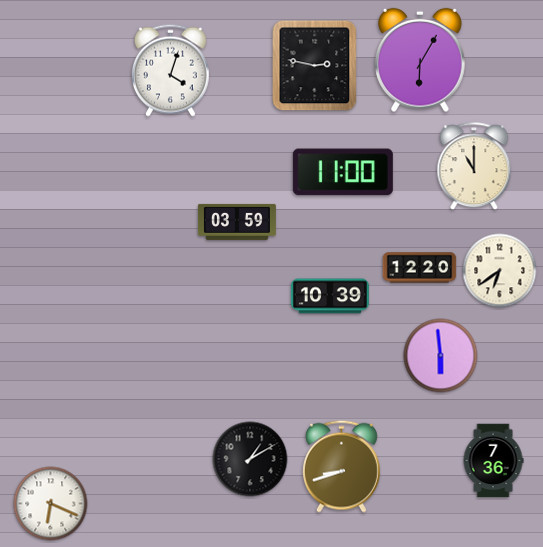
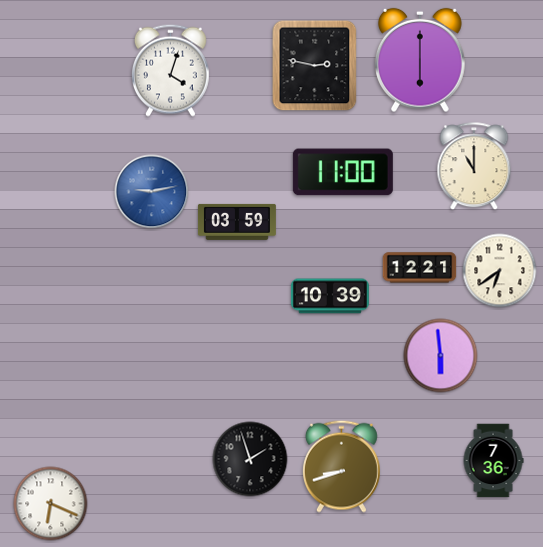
clock at (420, 60): 6:05 -> 6:00
clock at (152, 192): none -> 9:13
clock at (420, 268): 12:20 -> 12:21
clock at (250, 459): 1:10 -> 1:57
